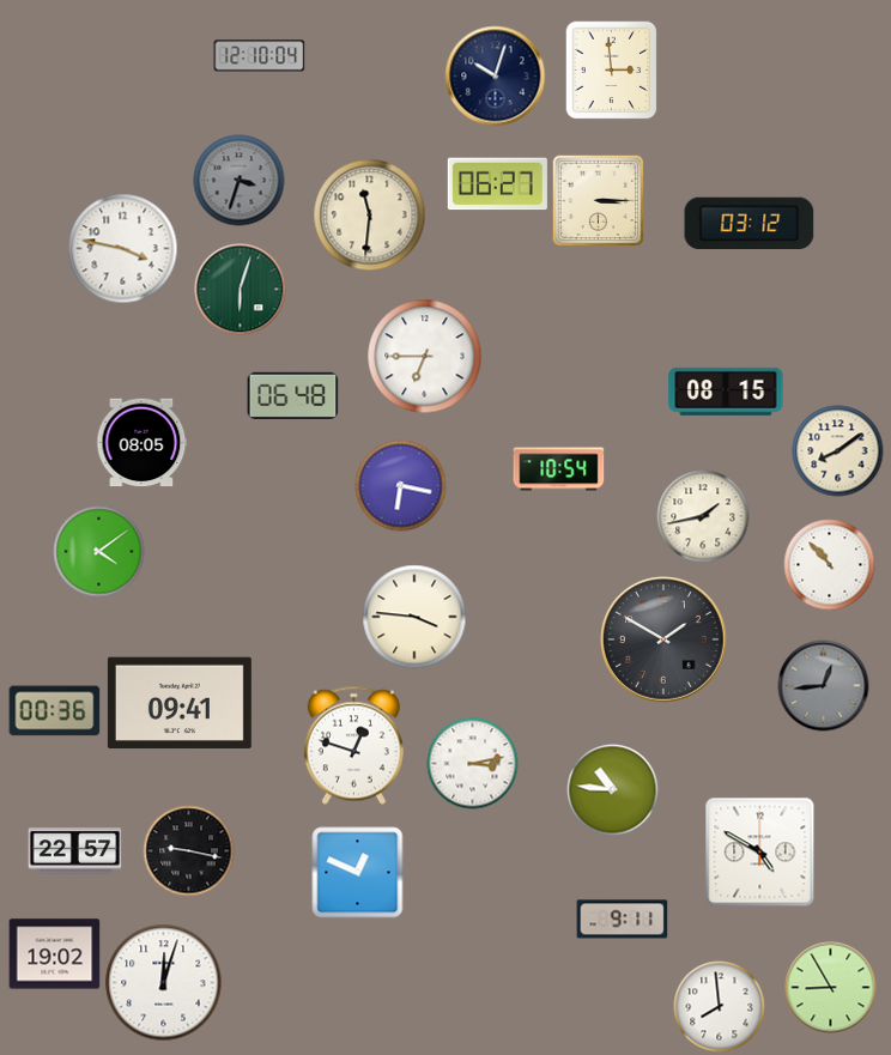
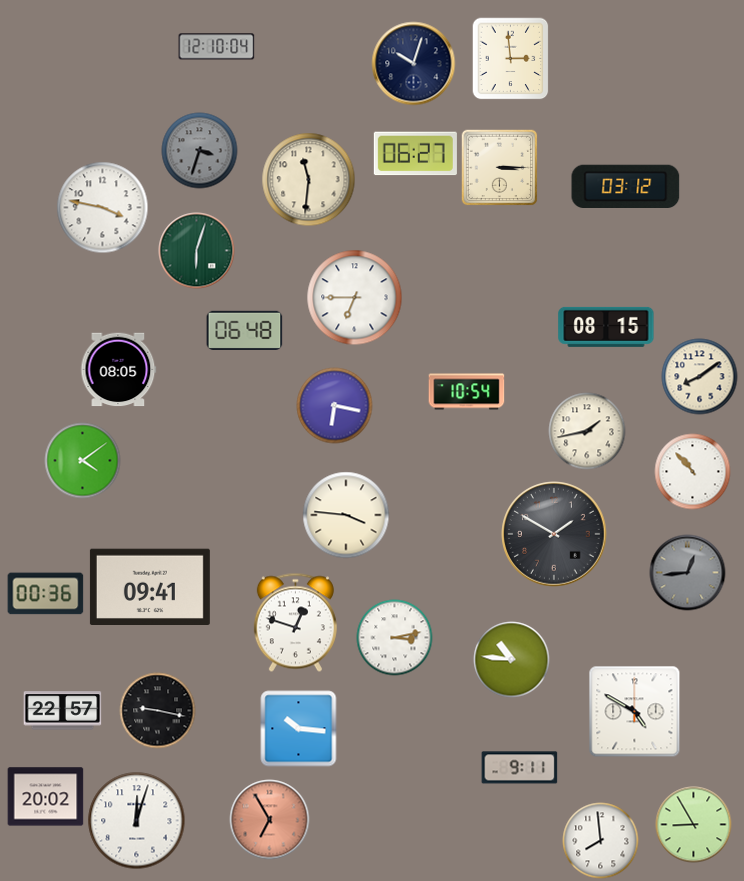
clock at (241, 290) position: (241, 290) -> (197, 251)
clock at (358, 873): 12:49 -> 10:16
clock at (55, 954): 19:02 -> 20:02
clock at (270, 820): none -> 6:55
